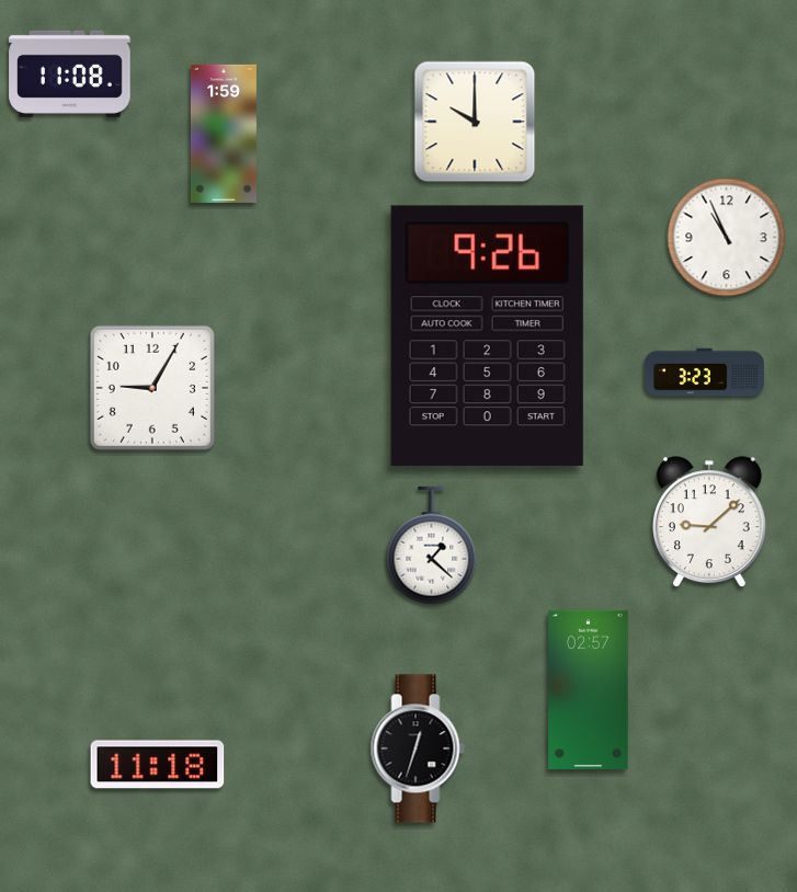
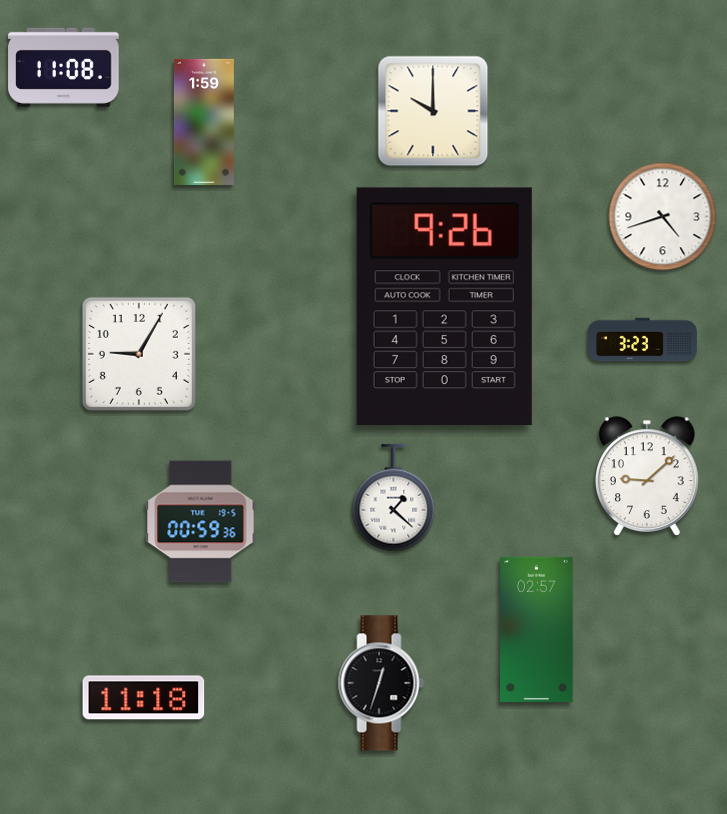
clock at (727, 238): 10:56 -> 4:42
clock at (201, 522): none -> 00:59
